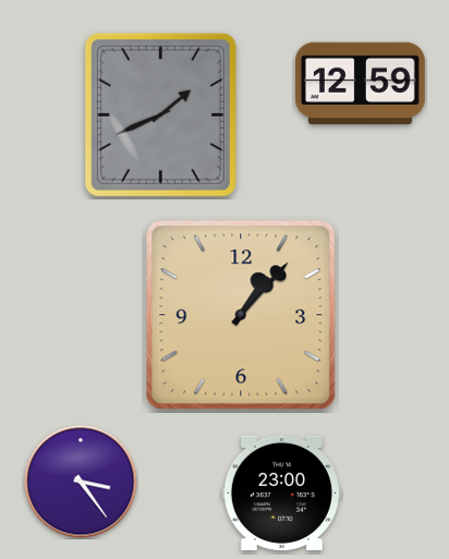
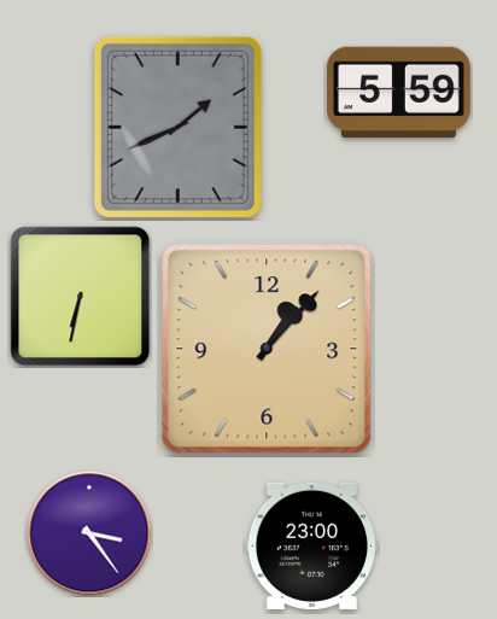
clock at (360, 84): 12:59 -> 5:59
clock at (81, 297): none -> 6:32
